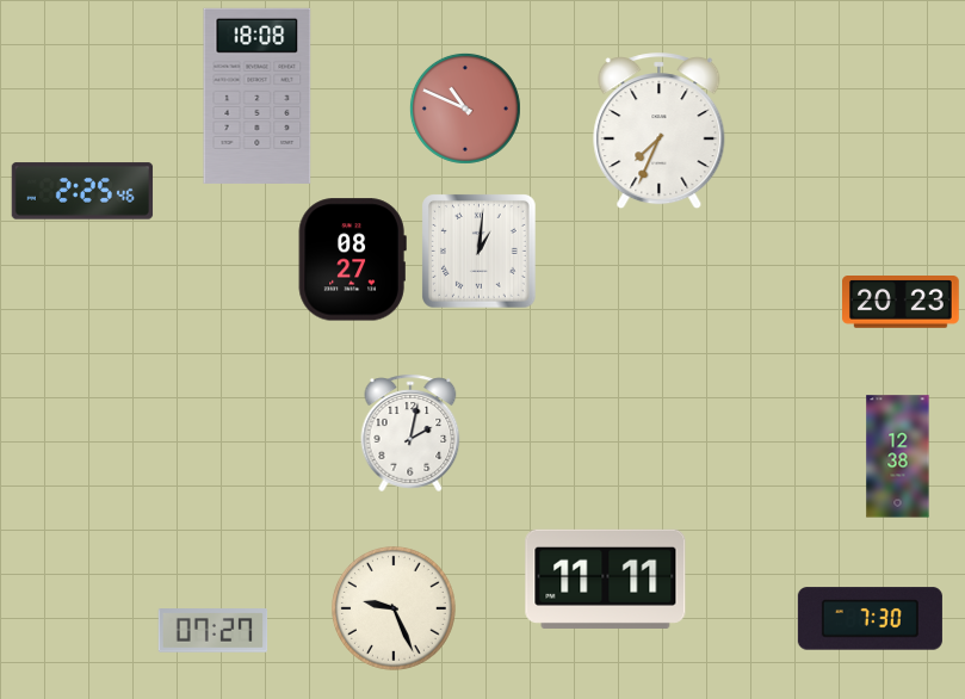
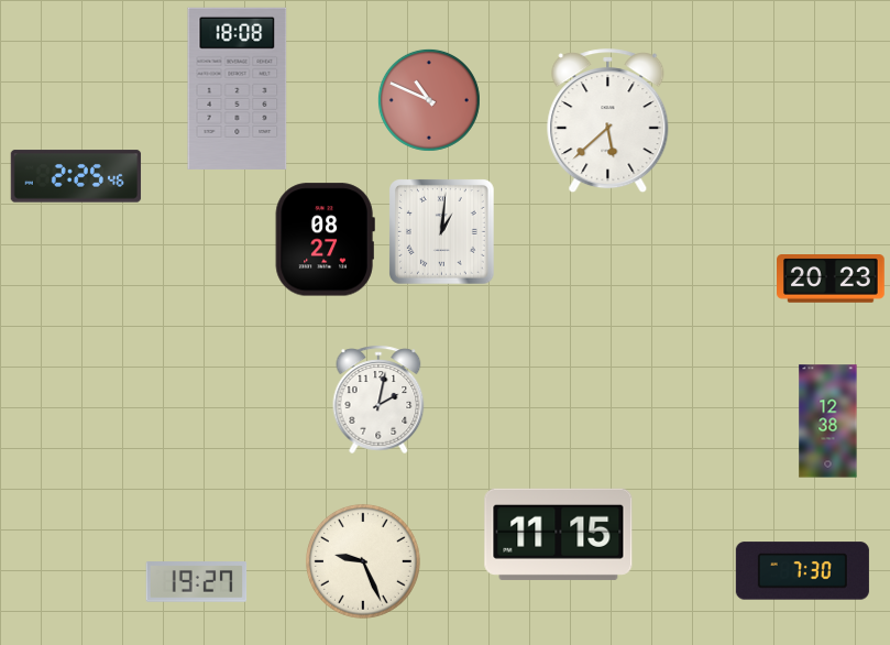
clock at (660, 131): 7:34 -> 5:38
clock at (606, 579): 11:11 -> 11:15
clock at (214, 631): 07:27 -> 19:27
